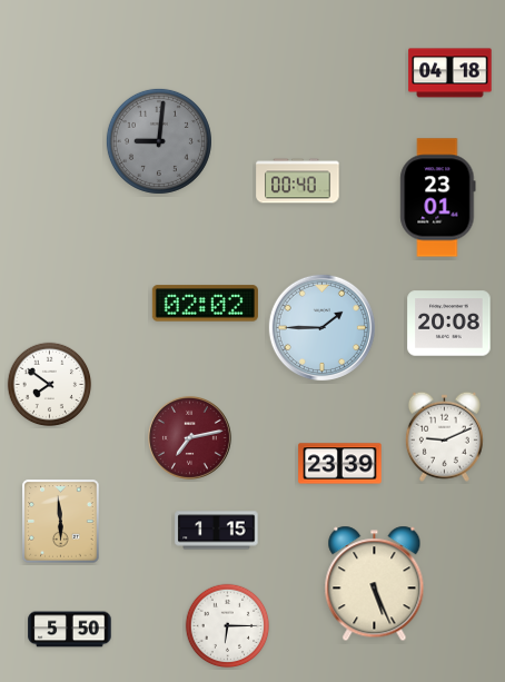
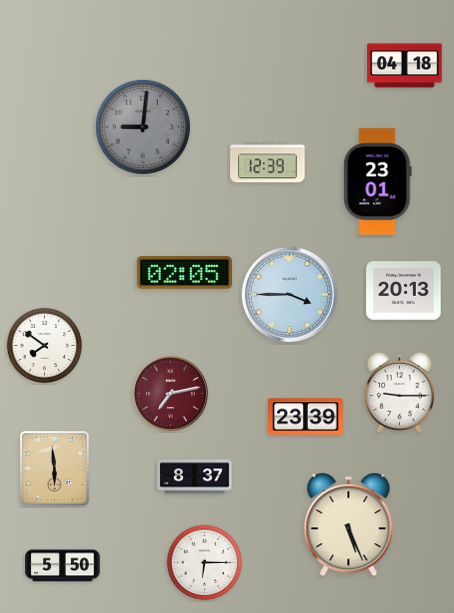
clock at (298, 181): 00:40 -> 12:39
clock at (438, 198) position: (438, 198) -> (378, 182)
clock at (205, 304): 02:02 -> 02:05
clock at (449, 324): 20:08 -> 20:13
clock at (321, 327): 1:45 -> 3:45
clock at (444, 436): 9:11 -> 9:15
clock at (217, 531): 1:15 -> 8:37
clock at (375, 584) position: (375, 584) -> (349, 525)
